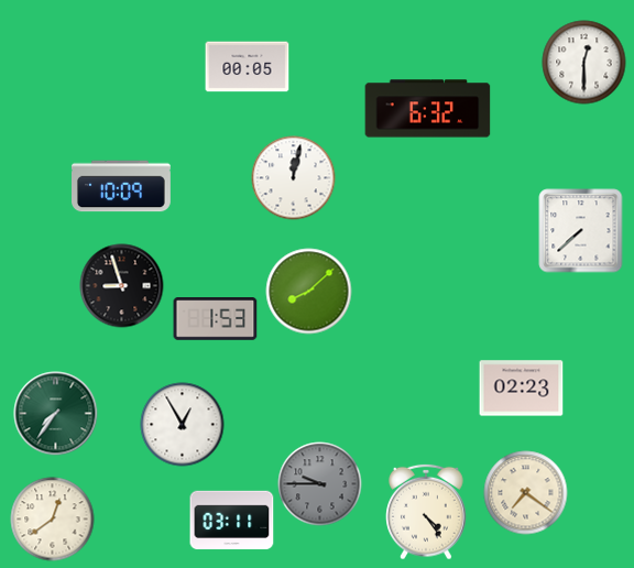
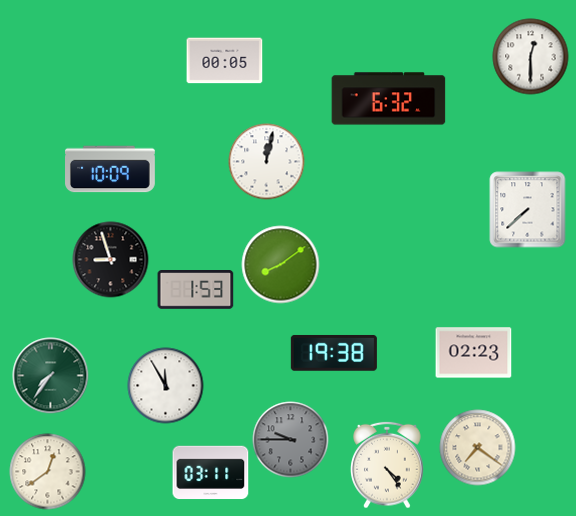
clock at (309, 292): 8:08 -> 8:09
clock at (334, 353): none -> 19:38
clock at (183, 425): 12:55 -> 11:55
